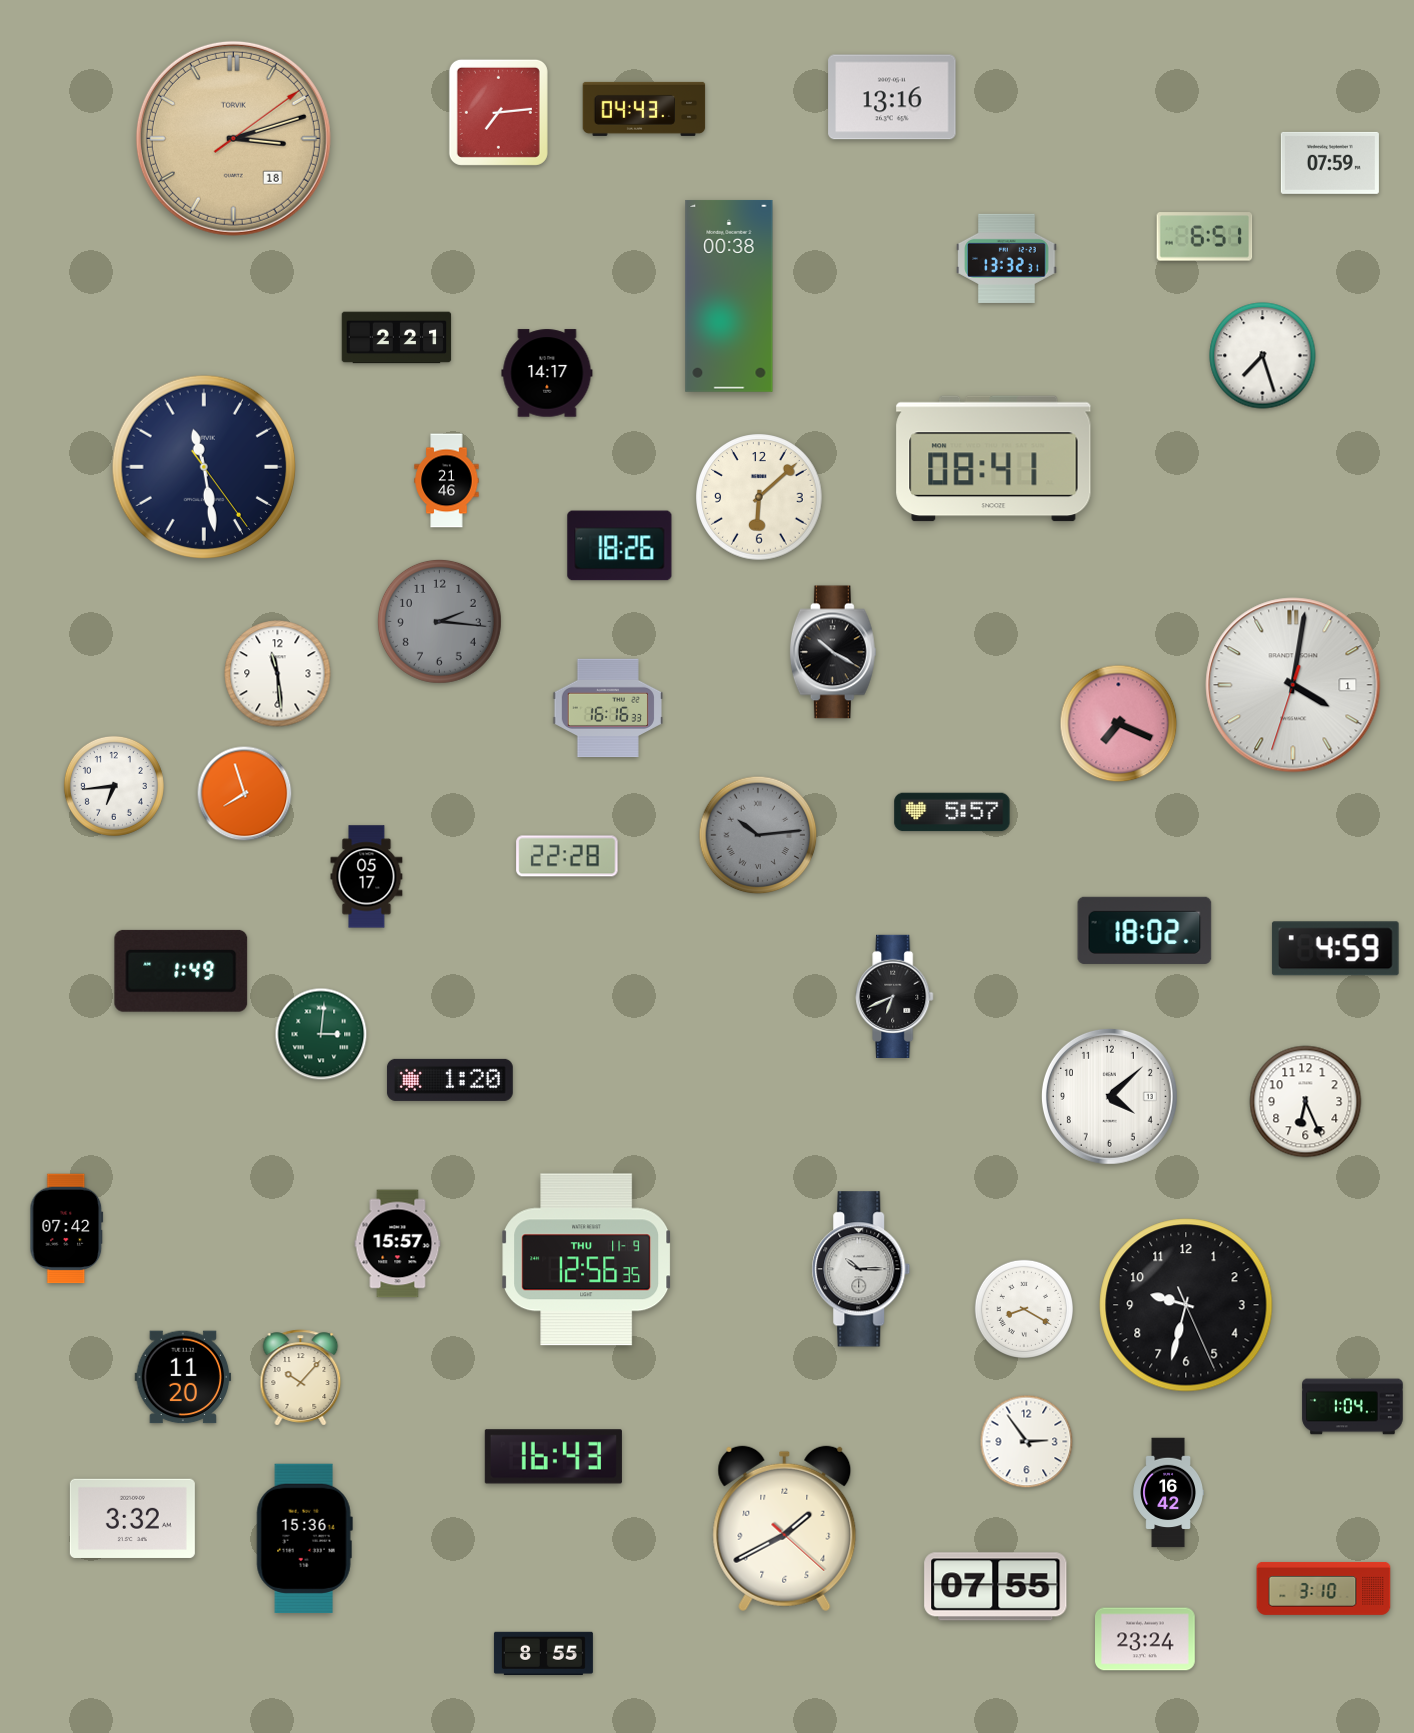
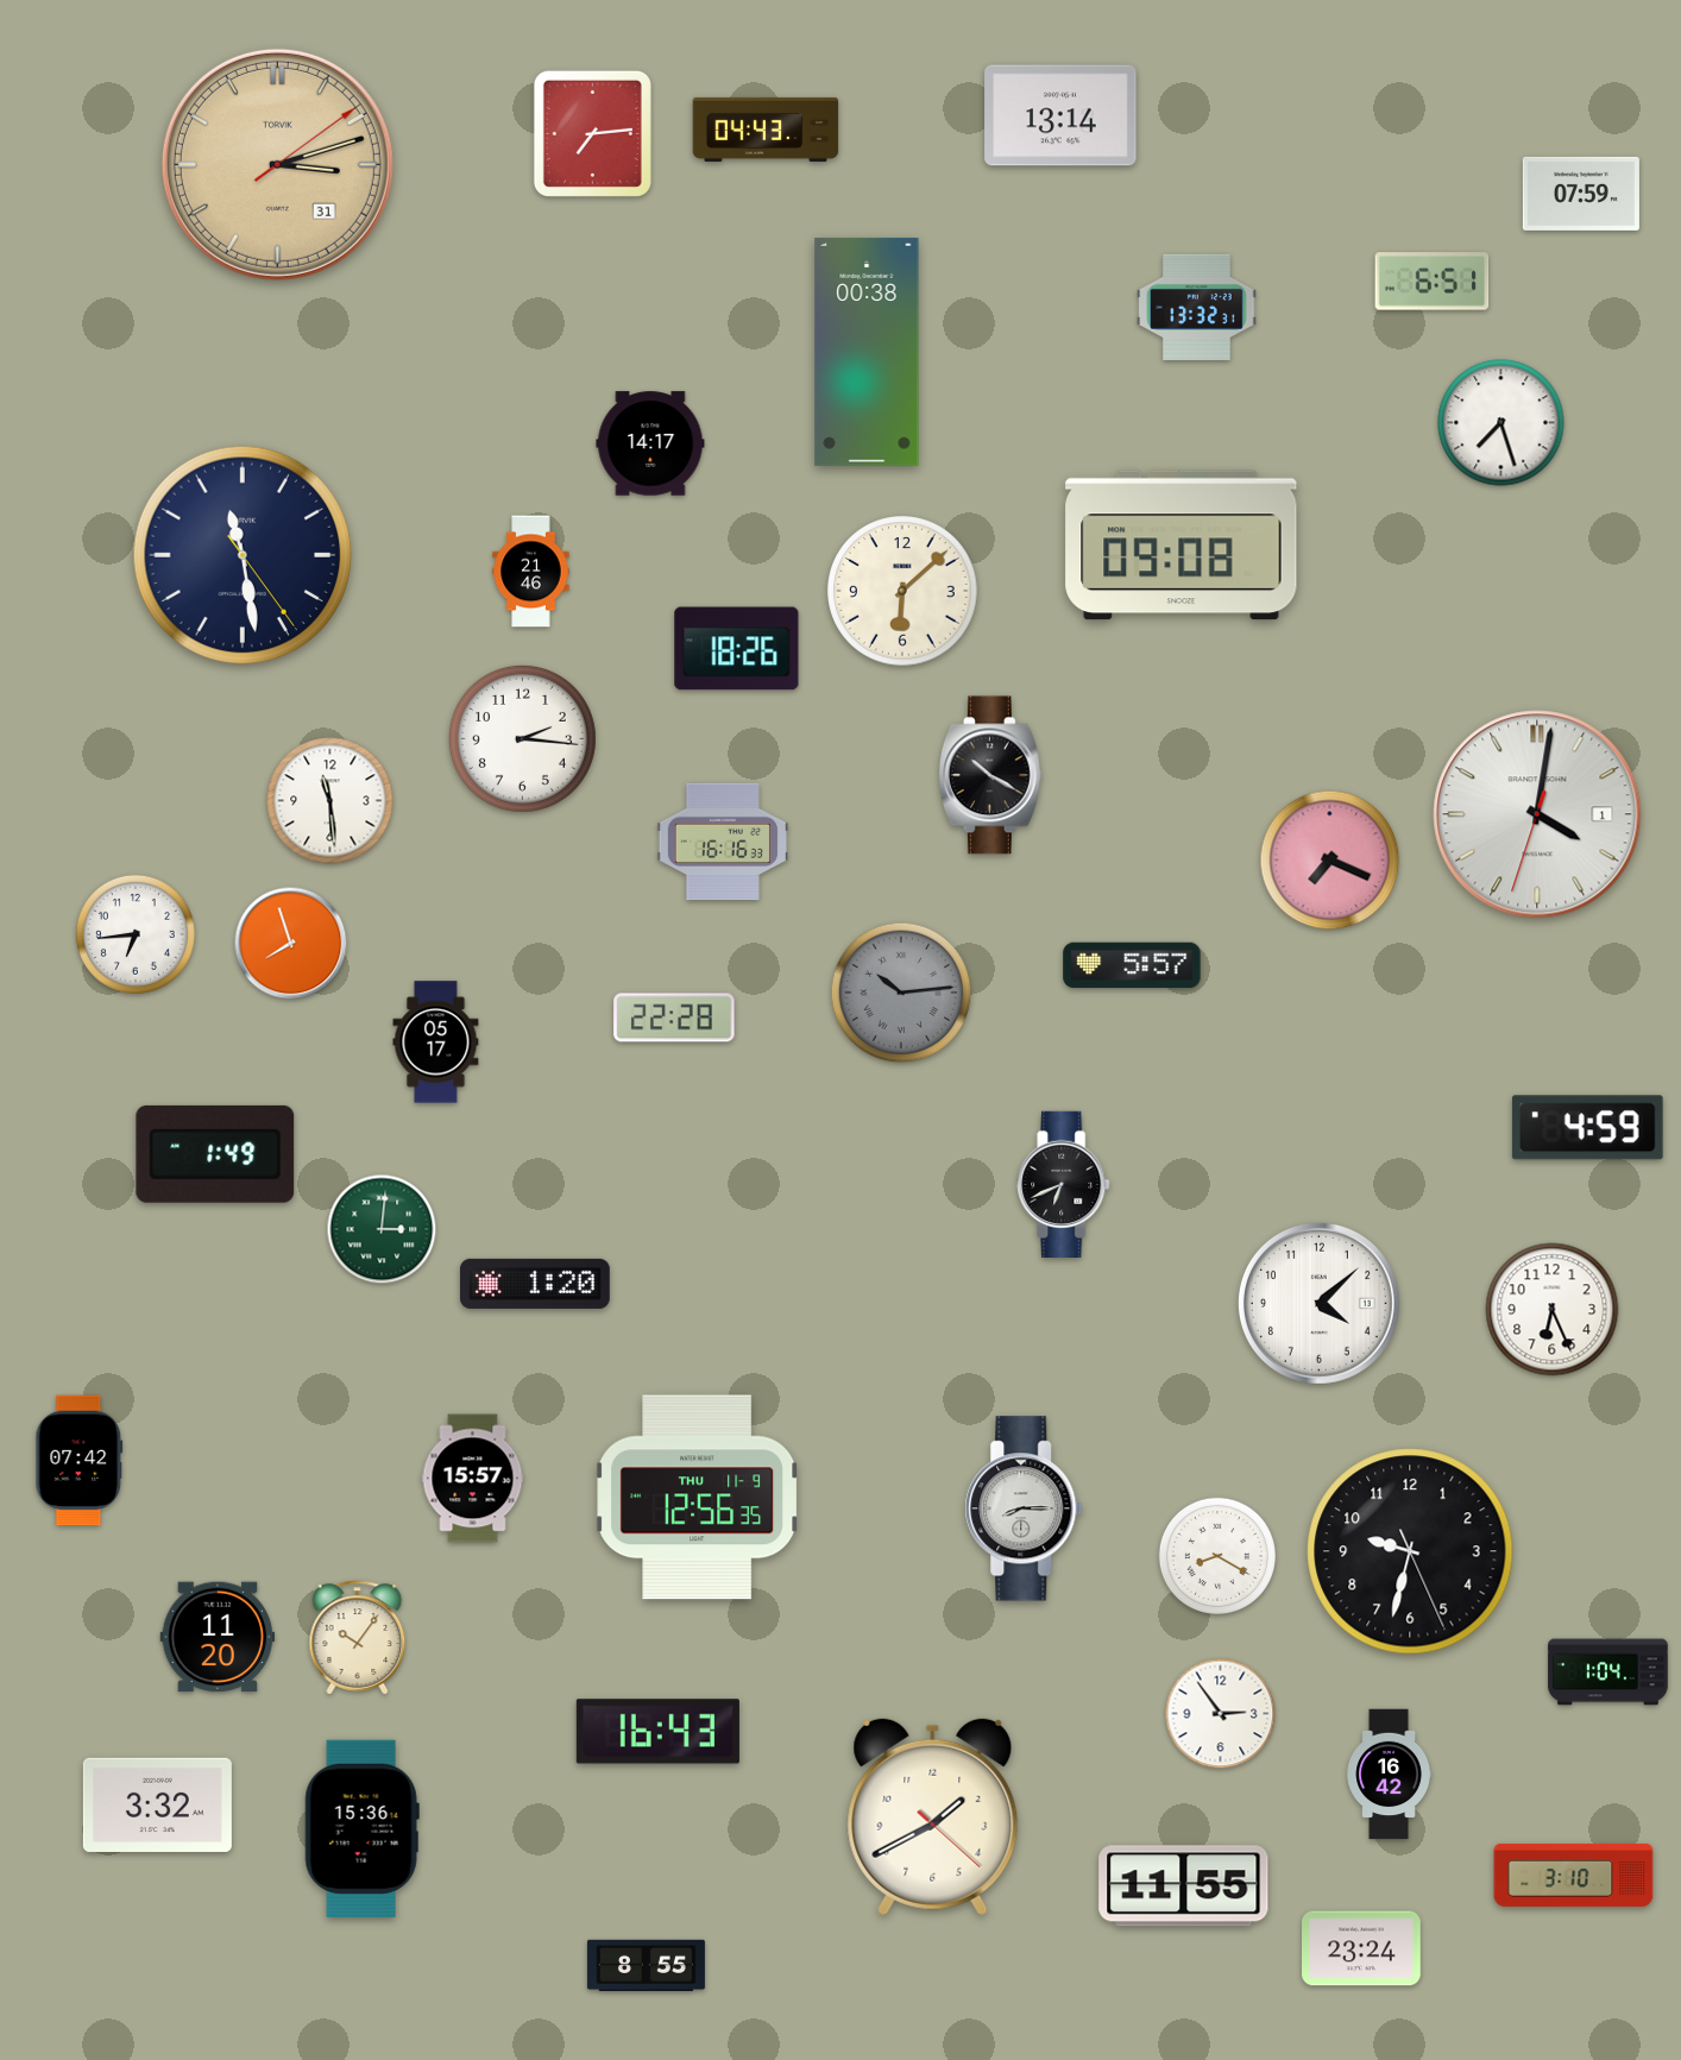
clock at (892, 97): 13:16 -> 13:14
clock at (233, 138) date: 18 -> 31
clock at (397, 338): 2:21 -> none
clock at (994, 459): 08:41 -> 09:08
clock at (439, 621) dial: grey -> white
clock at (1145, 930): 18:02 -> none
clock at (861, 1269): 10:15 -> 8:15
clock at (301, 1378): 10:07 -> 10:06
clock at (996, 1587): 07:55 -> 11:55
clock at (1324, 1588) position: (1324, 1588) -> (1574, 1875)
